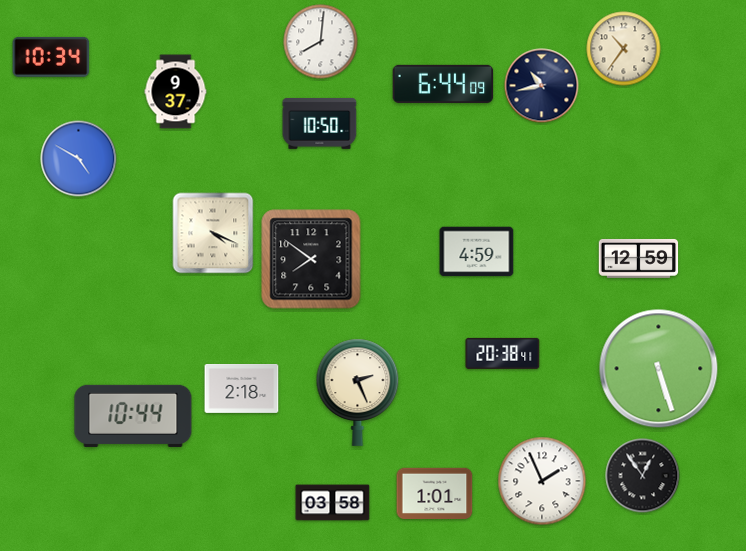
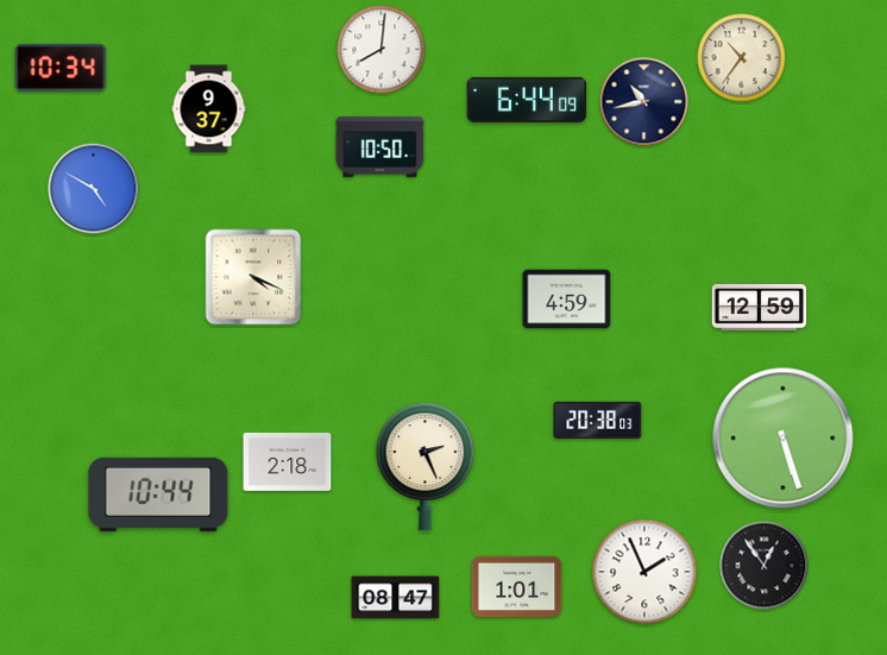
clock at (311, 259): 7:51 -> none
clock at (503, 353): 20:38:41 -> 20:38:03
clock at (333, 503): 03:58 -> 08:47
